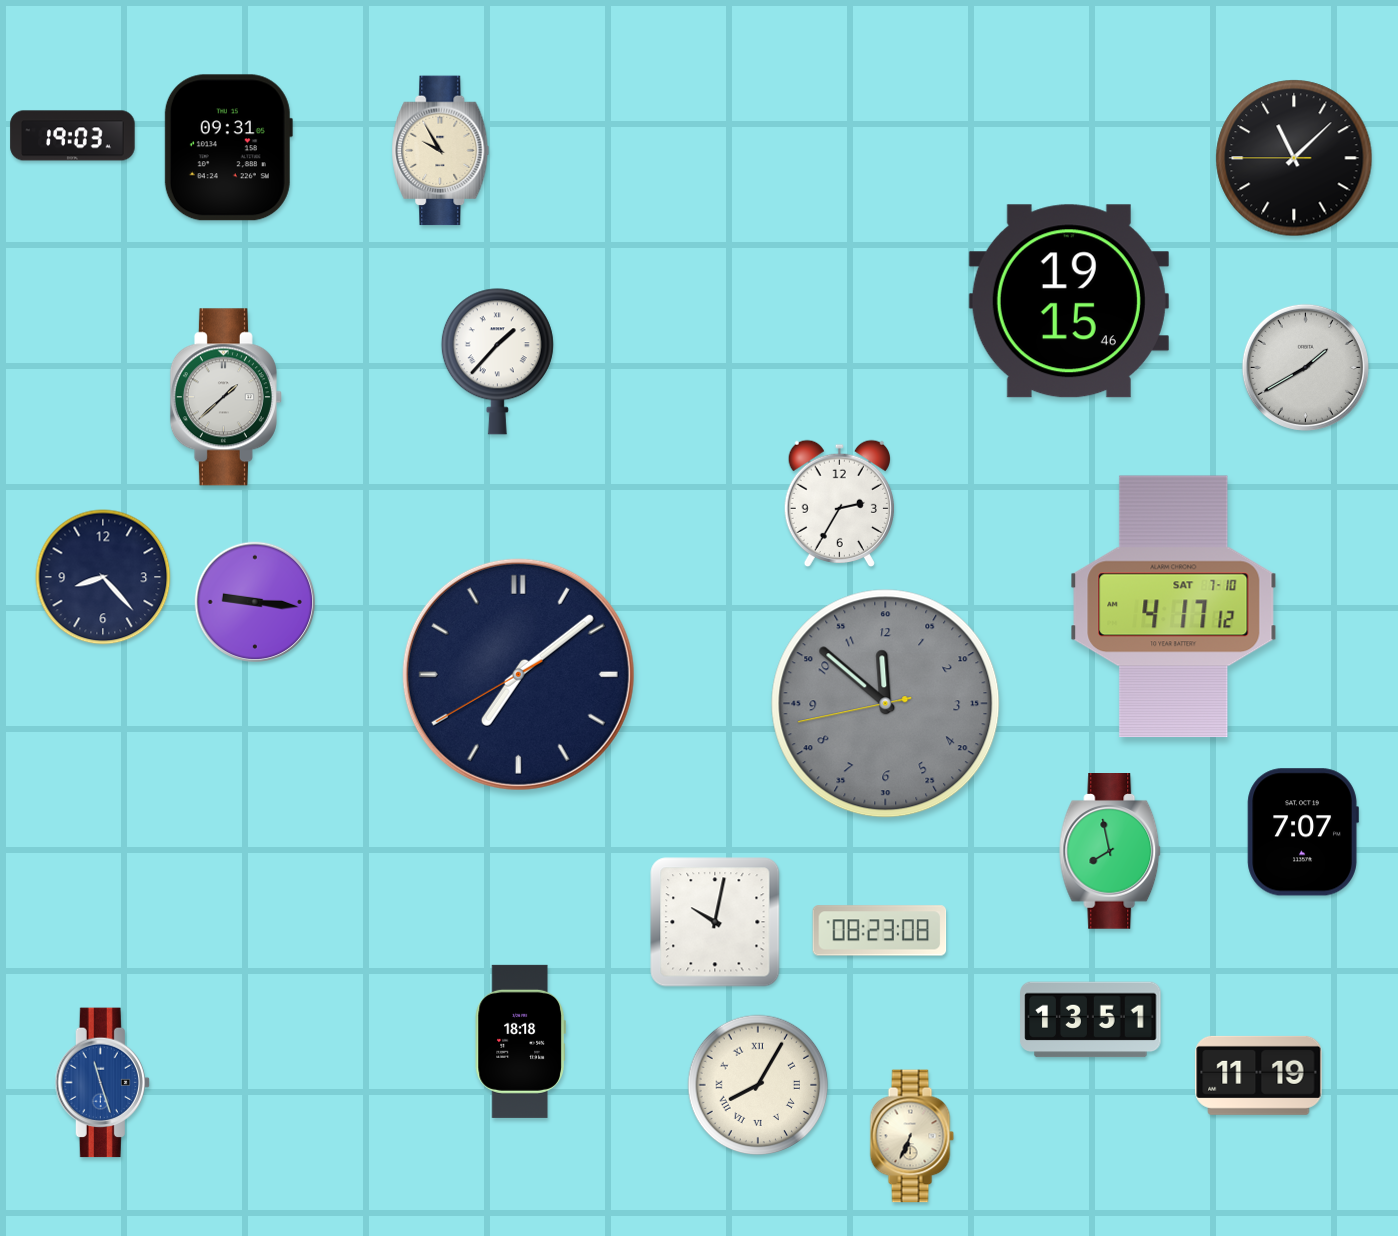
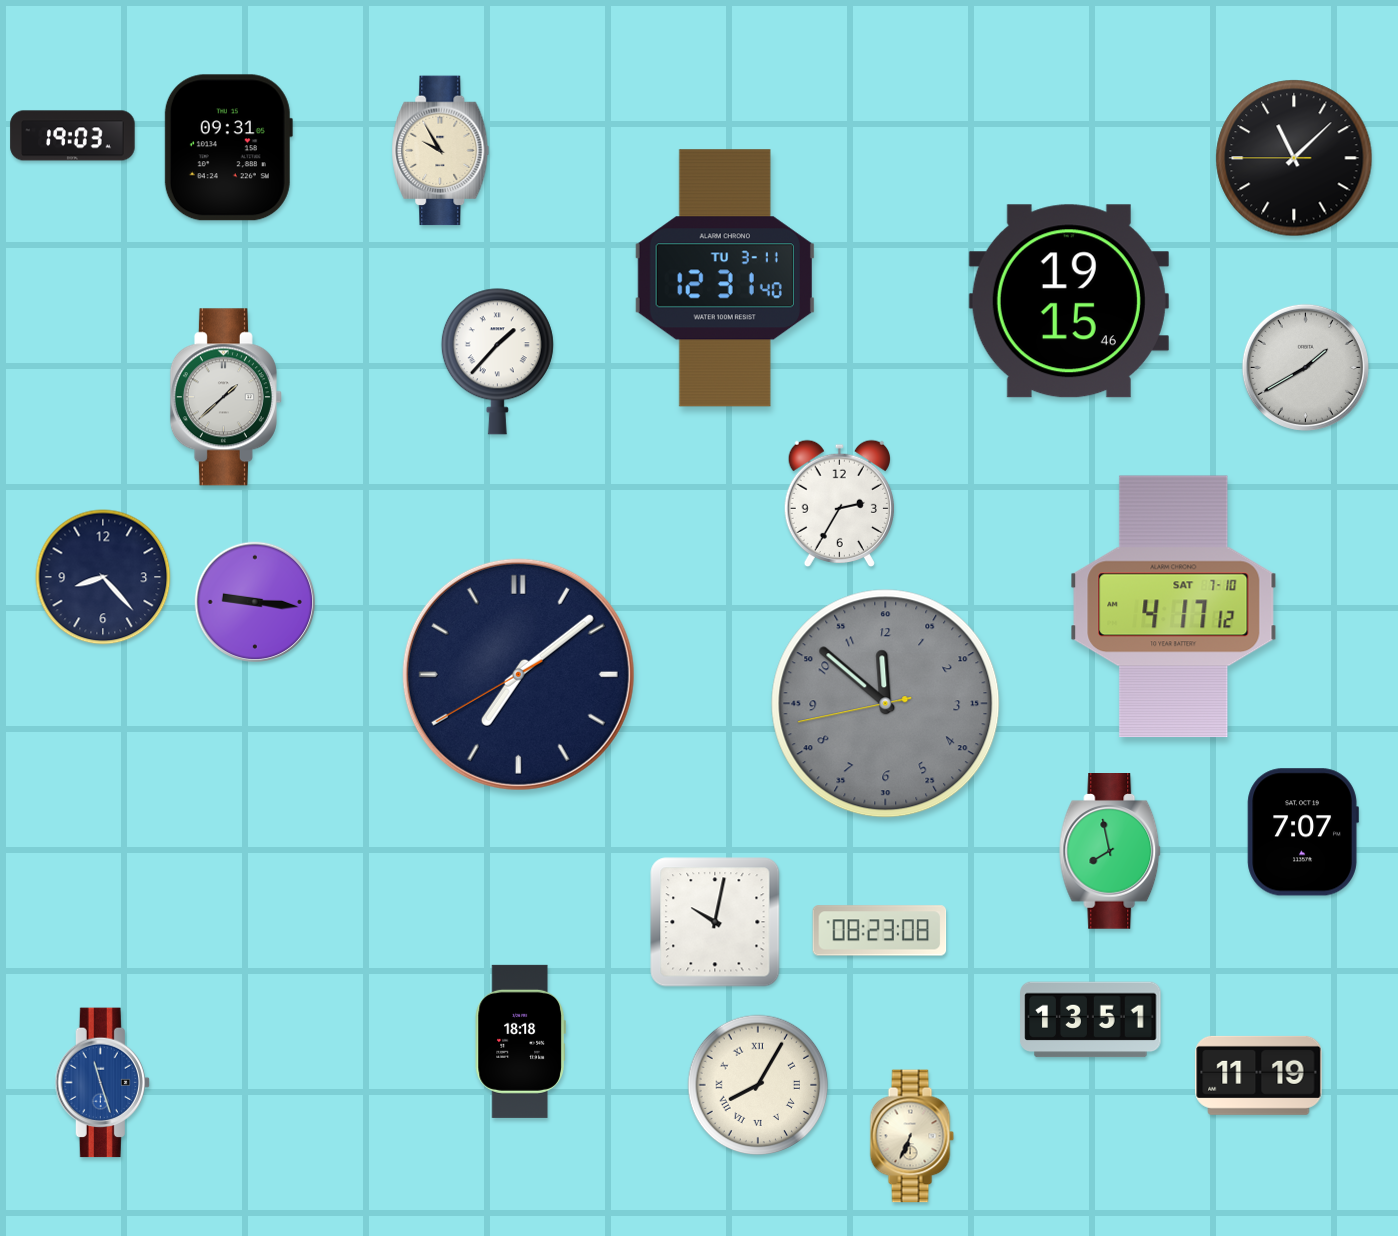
clock at (725, 278): none -> 12:31
